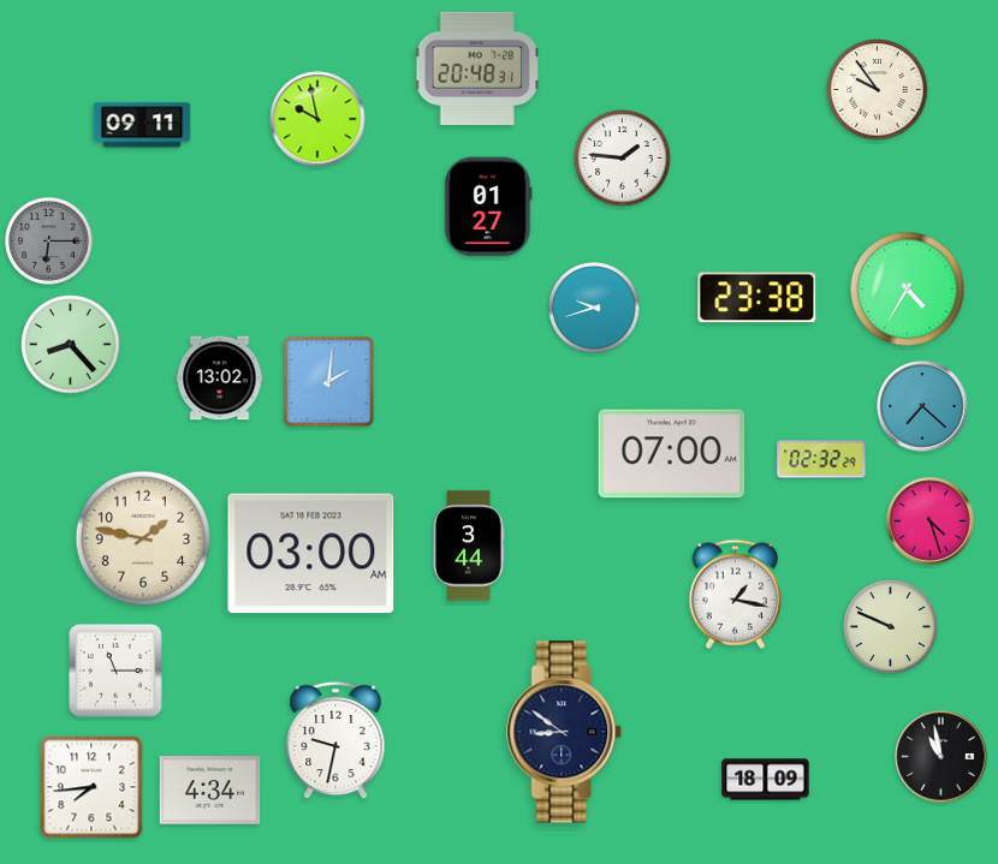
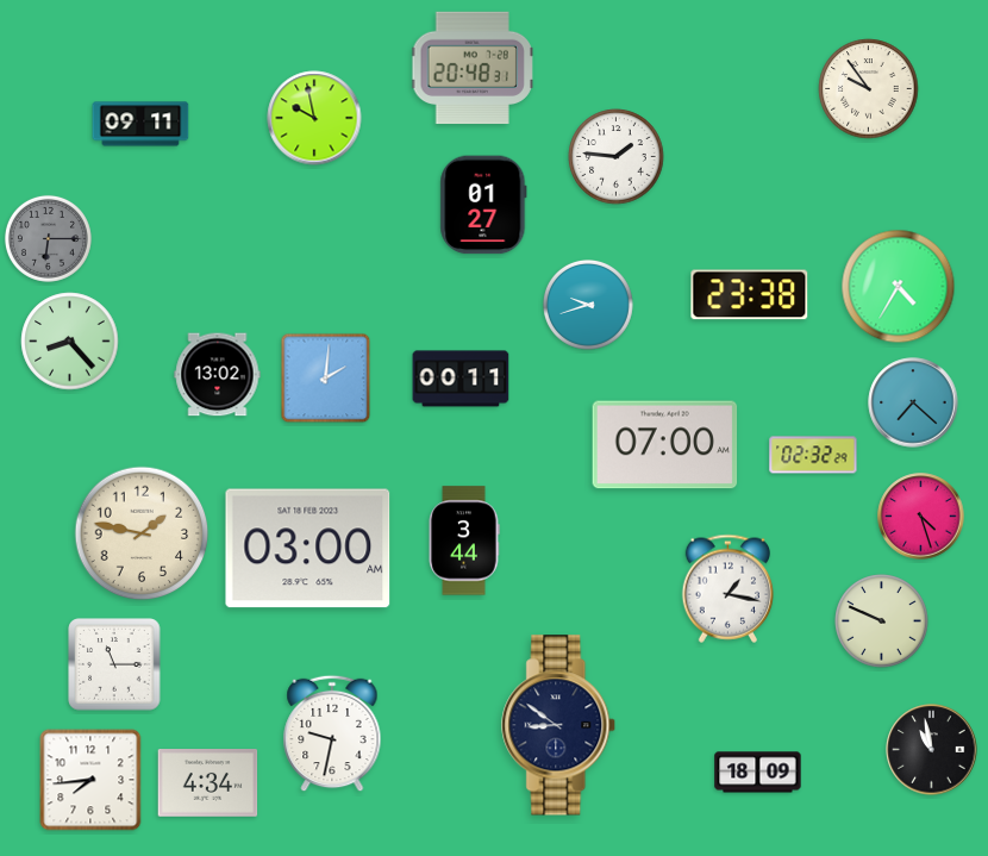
clock at (461, 379): none -> 00:11
clock at (672, 454) position: (672, 454) -> (665, 445)
